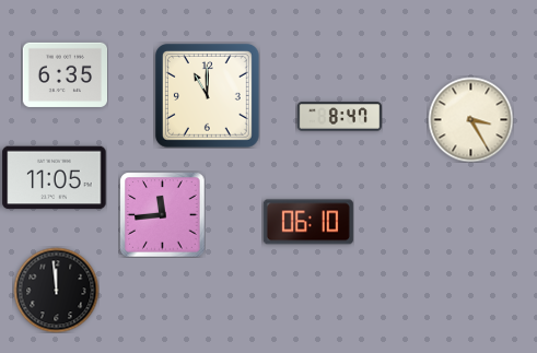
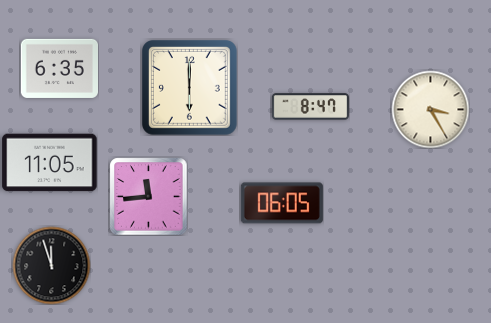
clock at (207, 95): 11:00 -> 6:00
clock at (308, 222): 06:10 -> 06:05
clock at (56, 290): 11:59 -> 11:57
